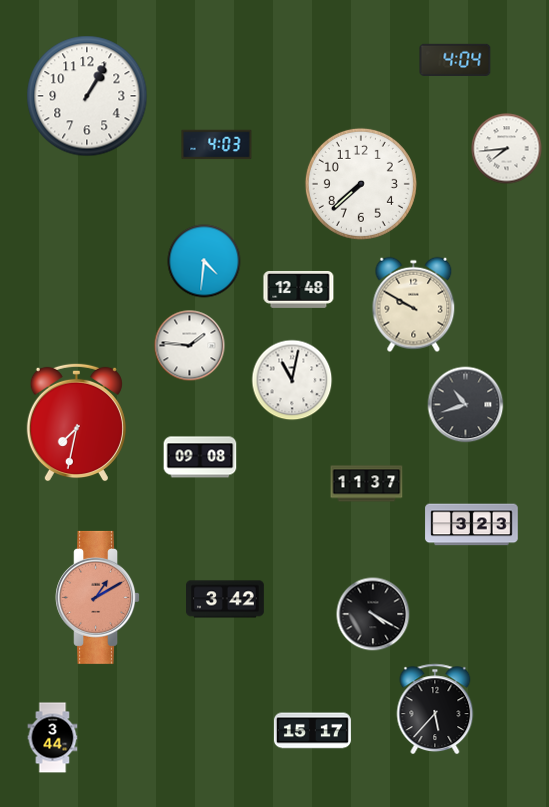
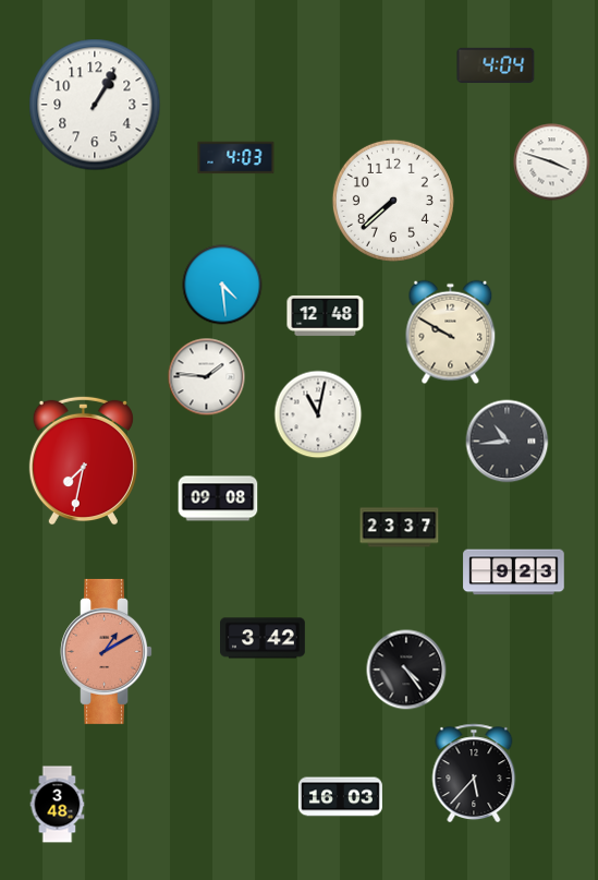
clock at (507, 149): 7:44 -> 3:48
clock at (204, 261): 4:31 -> 4:29
clock at (466, 405): 10:42 -> 10:44
clock at (367, 484): 11:37 -> 23:37
clock at (472, 525): 3:23 -> 9:23
clock at (226, 599) position: (226, 599) -> (264, 638)
clock at (373, 614): 4:20 -> 4:24
clock at (312, 731): 15:17 -> 16:03
clock at (53, 738): 3:44 -> 3:48
